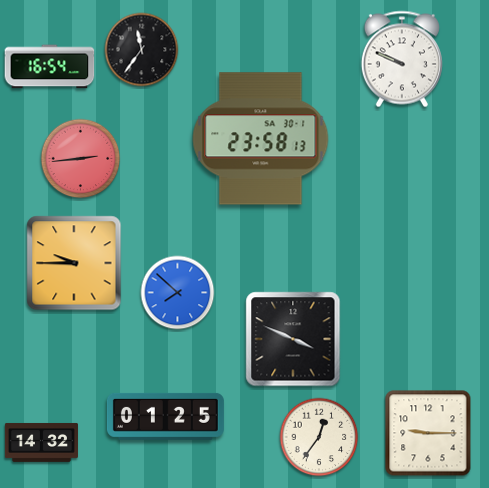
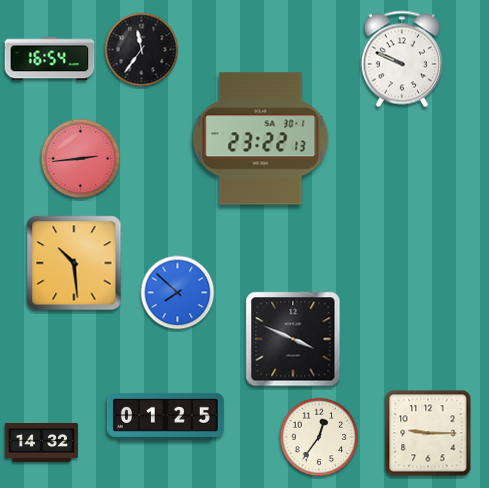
clock at (50, 67) position: (50, 67) -> (50, 59)
clock at (261, 139): 23:58 -> 23:22
clock at (74, 263): 9:45 -> 10:29
